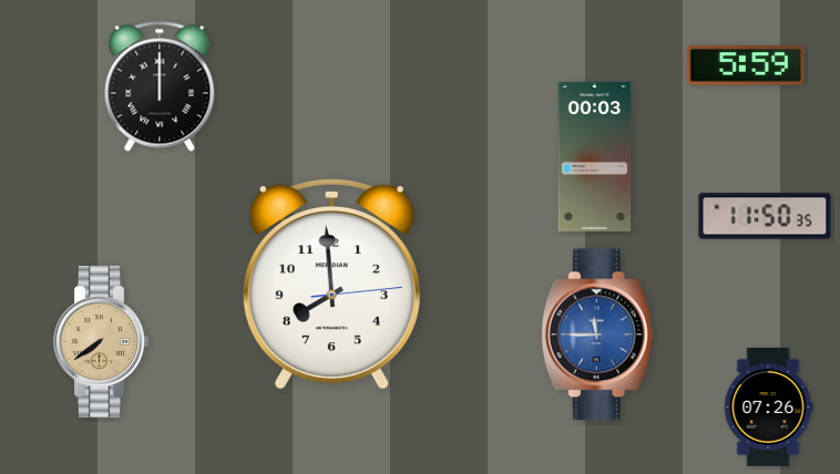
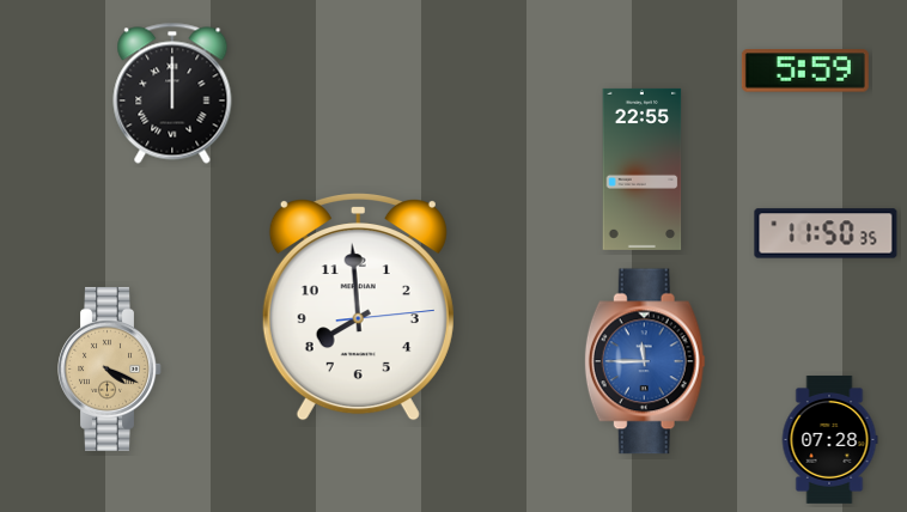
clock at (595, 156): 00:03 -> 22:55
clock at (102, 341): 7:39 -> 4:19
clock at (768, 406): 07:26 -> 07:28
